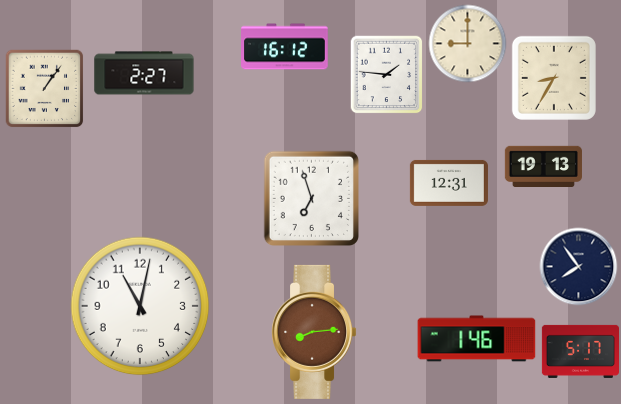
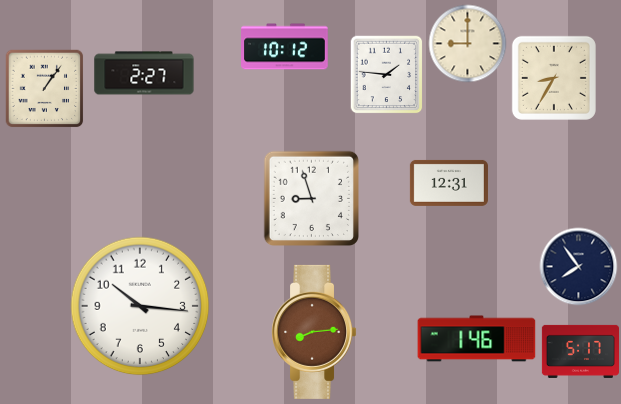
clock at (285, 47): 16:12 -> 10:12
clock at (543, 166): 19:13 -> none
clock at (311, 198): 6:57 -> 8:57
clock at (140, 306): 11:02 -> 10:16
